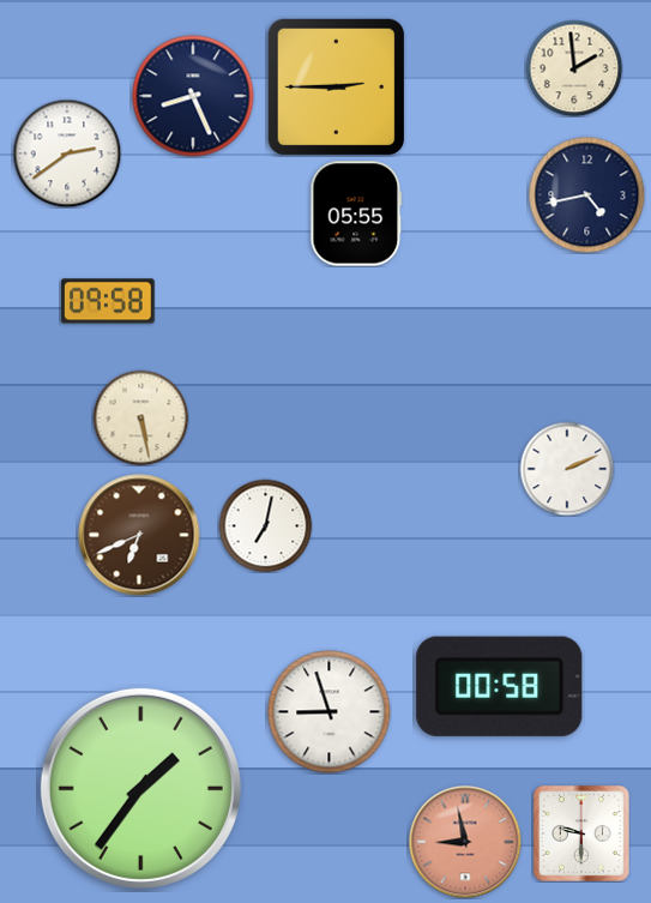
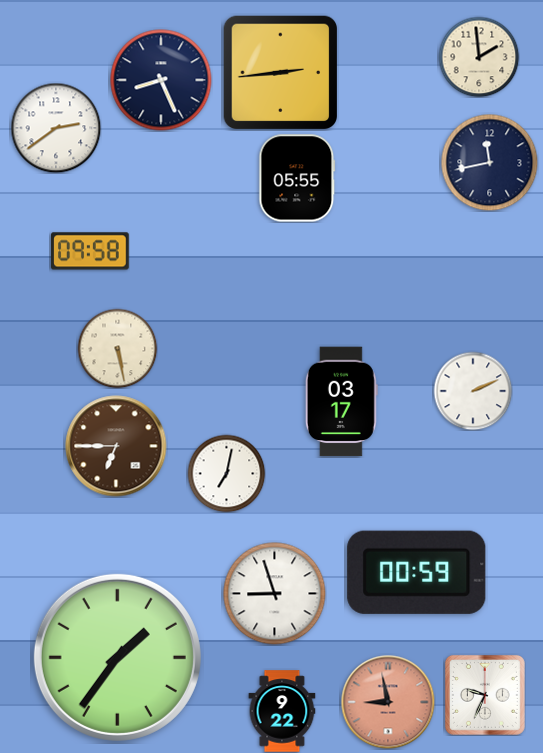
clock at (336, 86): 2:45 -> 2:44
clock at (586, 194): 4:43 -> 11:43
clock at (341, 402): none -> 03:17
clock at (265, 525) position: (265, 525) -> (226, 473)
clock at (139, 535): 6:41 -> 6:45
clock at (500, 686): 00:58 -> 00:59
clock at (581, 833): 9:30 -> 9:34
clock at (282, 711): none -> 9:22
